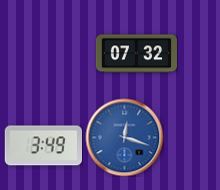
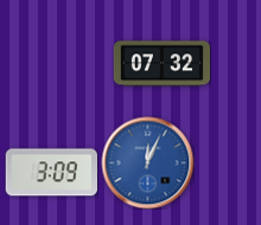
clock at (124, 137): 12:18 -> 12:04
clock at (43, 146): 3:49 -> 3:09
